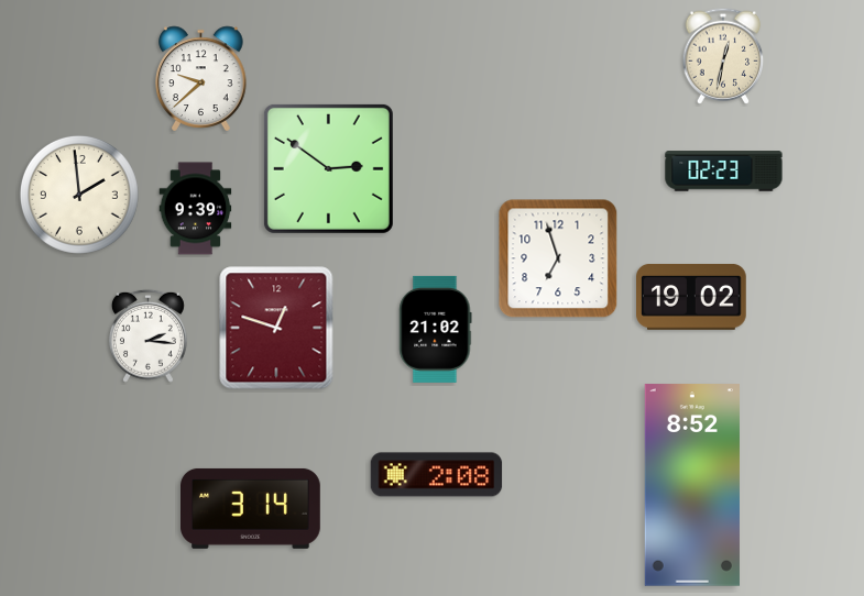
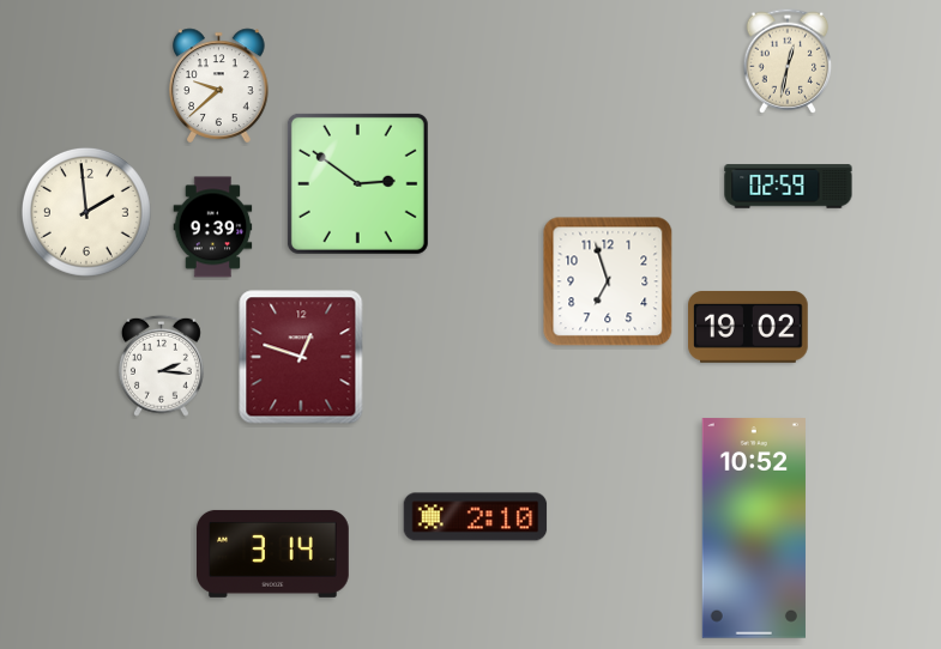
clock at (724, 172): 02:23 -> 02:59
clock at (692, 297) position: (692, 297) -> (749, 327)
clock at (436, 329): 21:02 -> none
clock at (437, 475): 2:08 -> 2:10
clock at (692, 485): 8:52 -> 10:52
